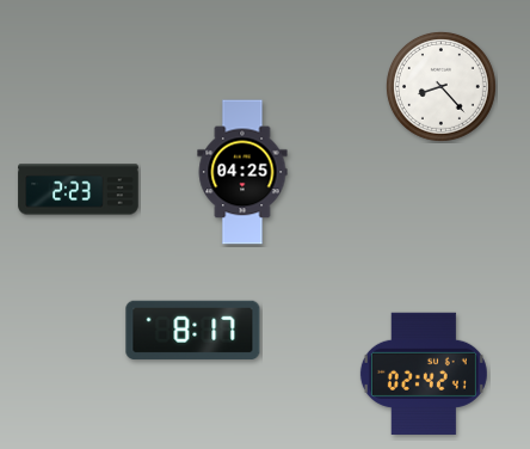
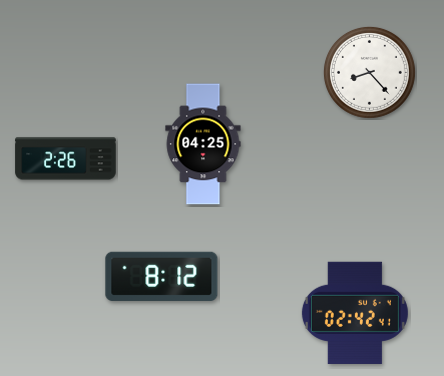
clock at (79, 190): 2:23 -> 2:26
clock at (193, 330): 8:17 -> 8:12
